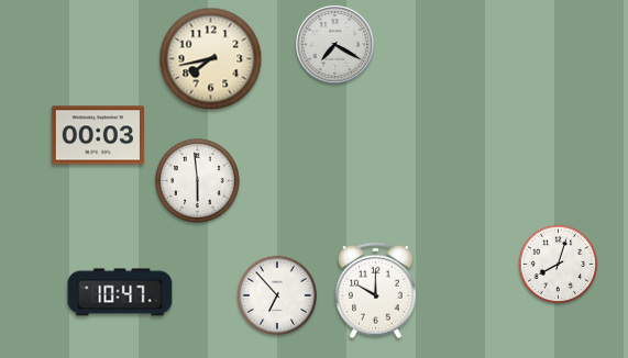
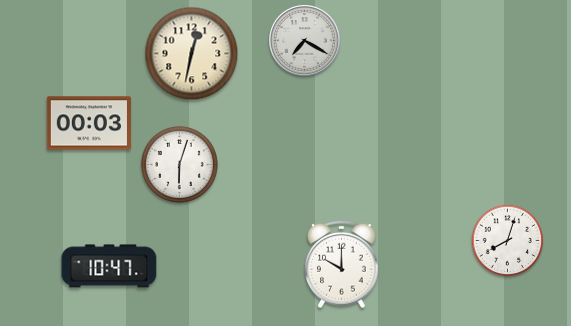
clock at (211, 59): 7:43 -> 12:32
clock at (197, 180): 5:59 -> 6:03
clock at (277, 295): 6:53 -> none
